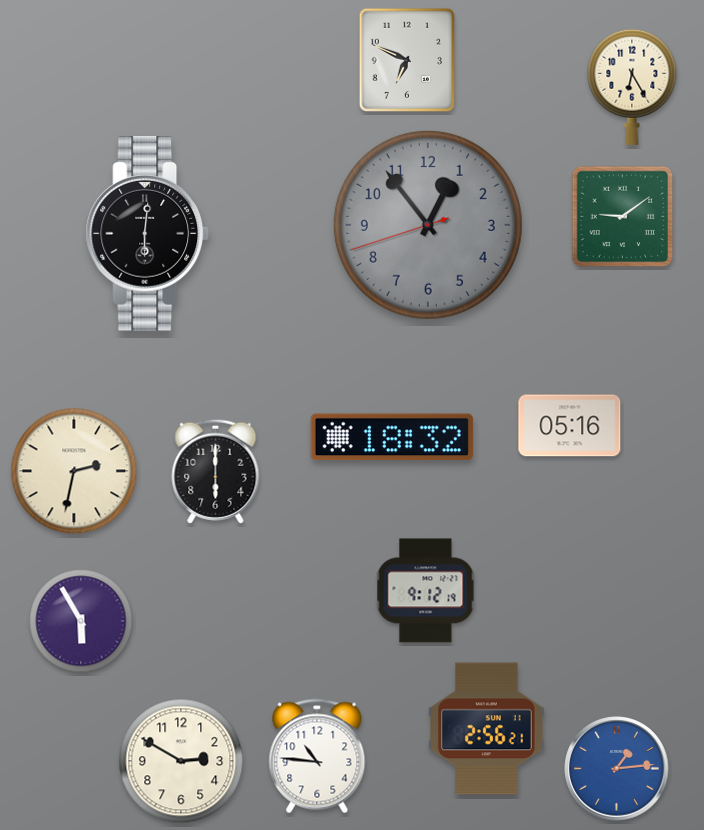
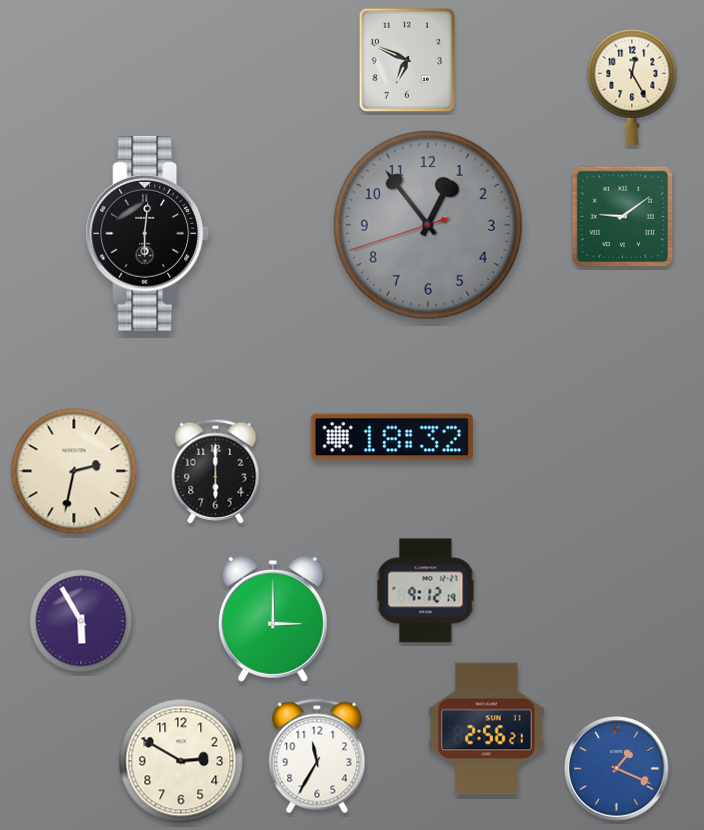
clock at (632, 87): 6:25 -> 12:25
clock at (570, 426): 05:16 -> none
clock at (273, 619): none -> 3:00
clock at (317, 756): 10:46 -> 11:35
clock at (617, 769): 1:14 -> 1:19
